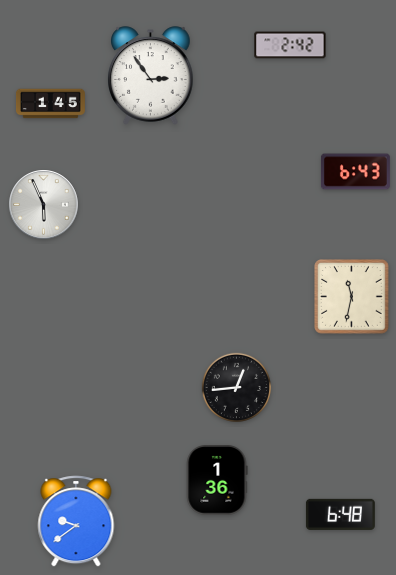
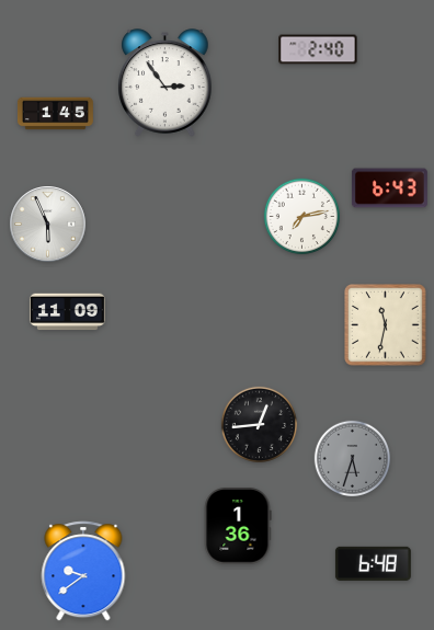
clock at (290, 45): 2:42 -> 2:40
clock at (302, 217): none -> 7:13
clock at (67, 312): none -> 11:09
clock at (353, 459): none -> 5:33
